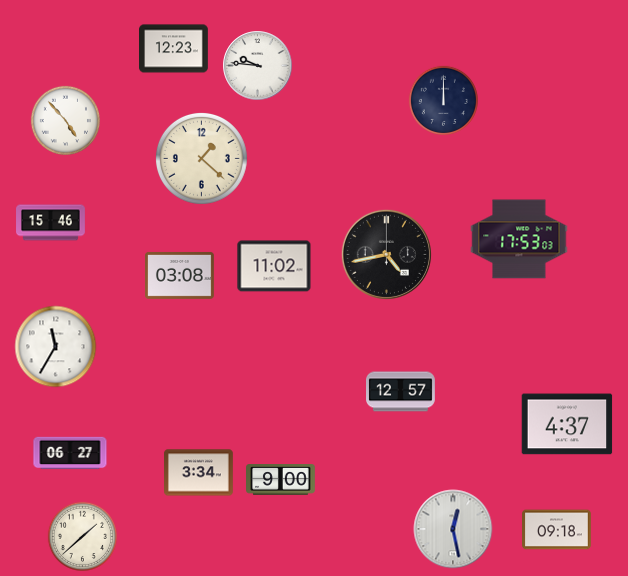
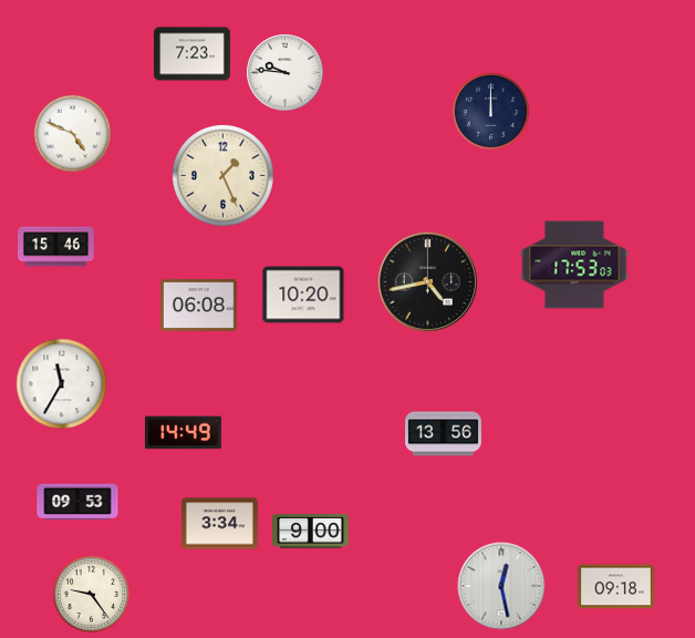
clock at (174, 49): 12:23 -> 7:23
clock at (65, 120): 4:53 -> 4:49
clock at (201, 158): 1:22 -> 1:26
clock at (274, 266): 11:02 -> 10:20
clock at (180, 275): 03:08 -> 06:08
clock at (184, 433): none -> 14:49
clock at (401, 392): 12:57 -> 13:56
clock at (567, 424): 4:37 -> none
clock at (70, 453): 06:27 -> 09:53
clock at (82, 536): 1:38 -> 9:24
